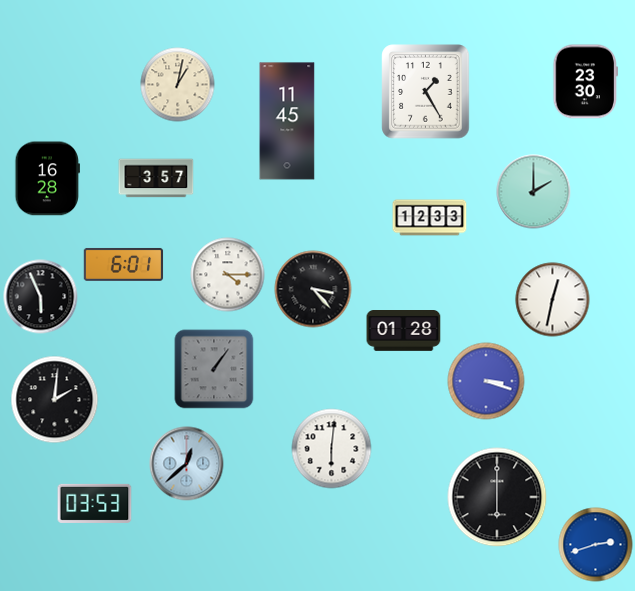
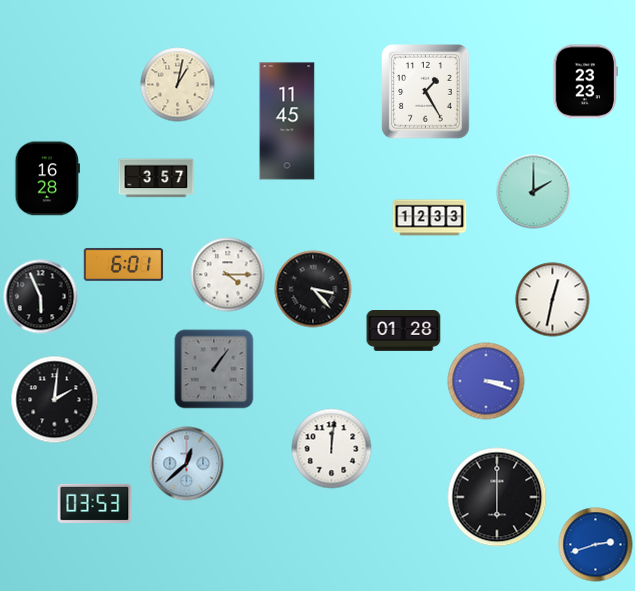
clock at (585, 82): 23:30 -> 23:23
clock at (332, 449): 6:01 -> 12:01
